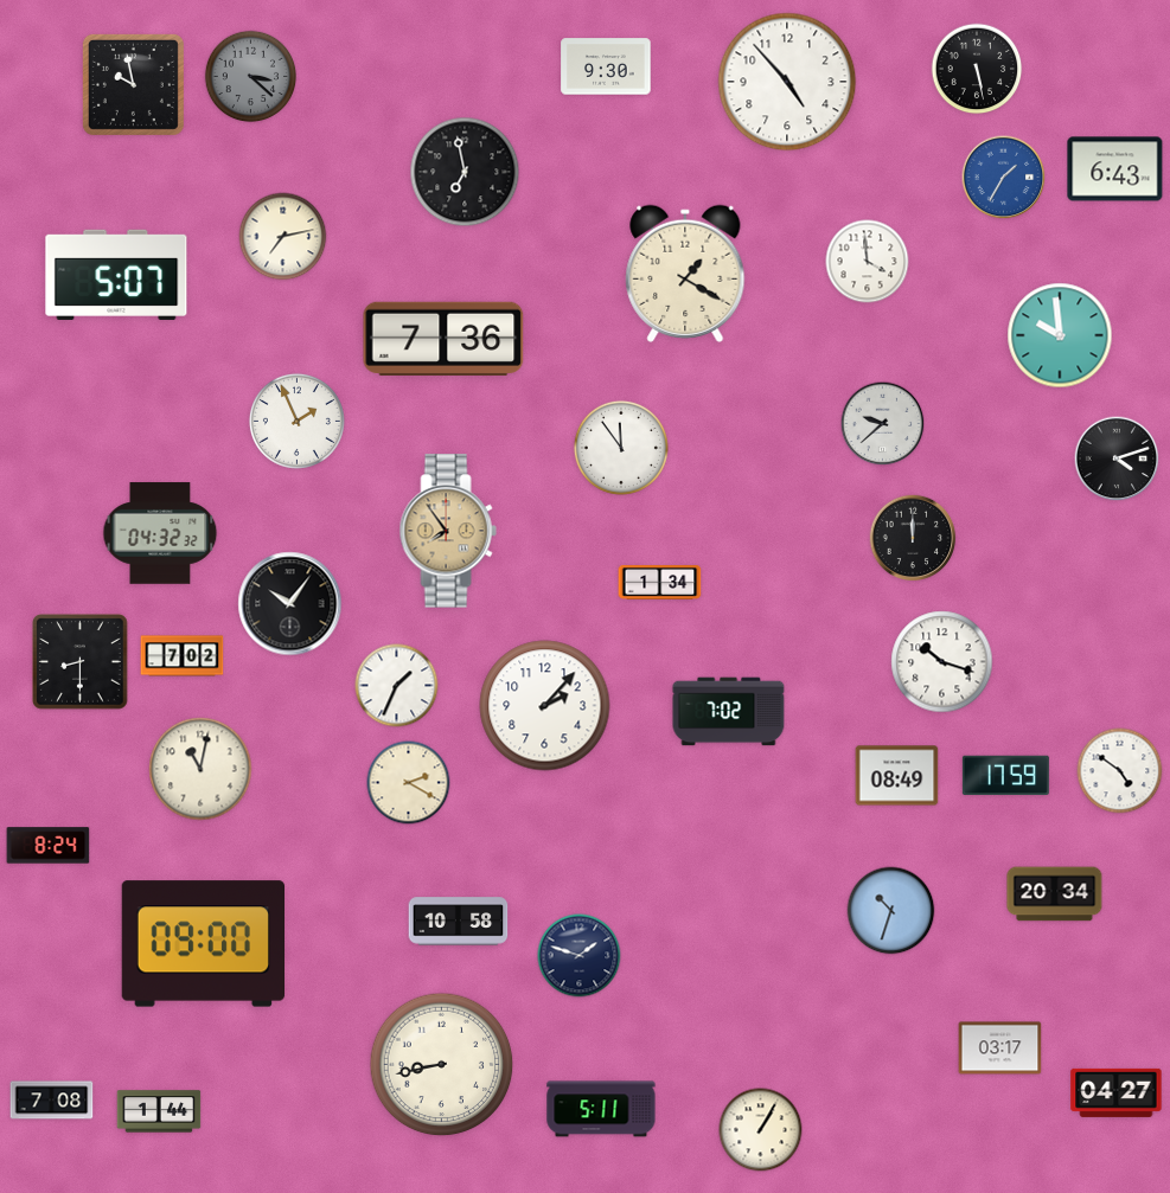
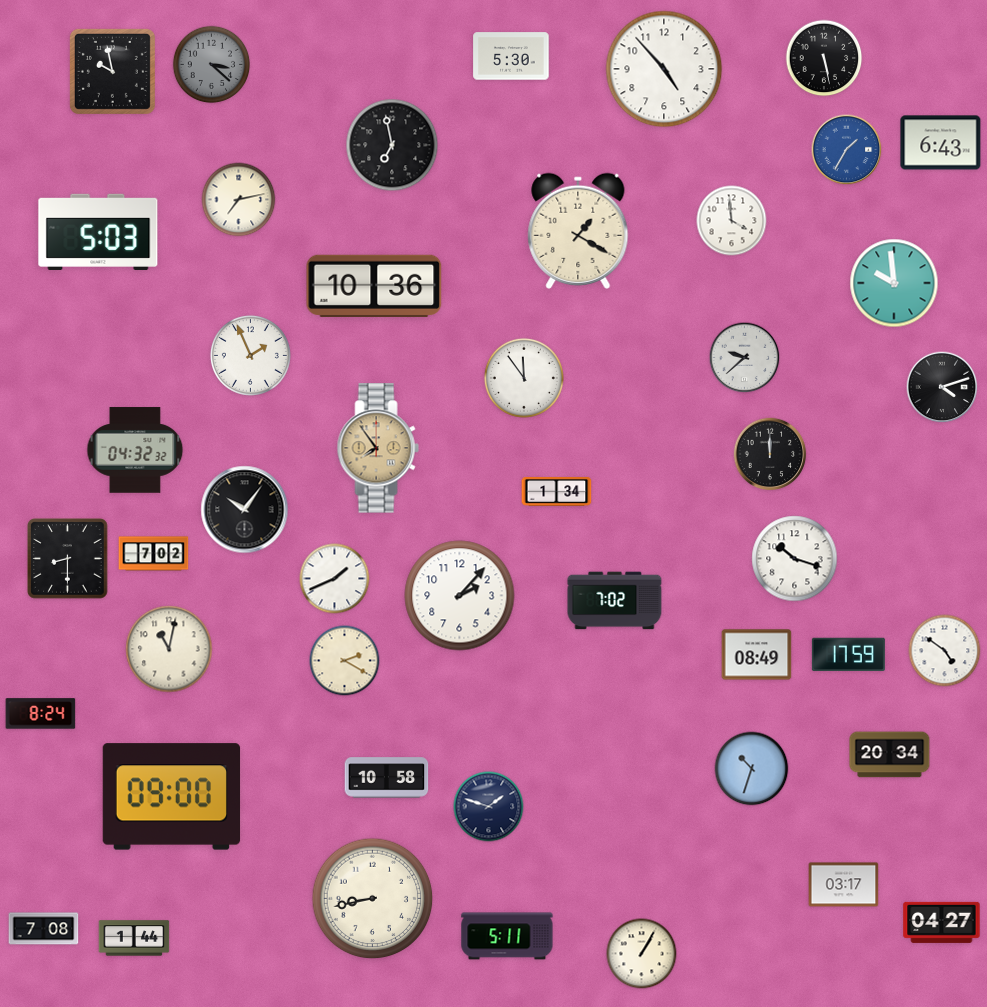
clock at (606, 66): 9:30 -> 5:30
clock at (116, 275): 5:07 -> 5:03
clock at (443, 339): 7:36 -> 10:36
clock at (397, 686): 1:34 -> 1:41
